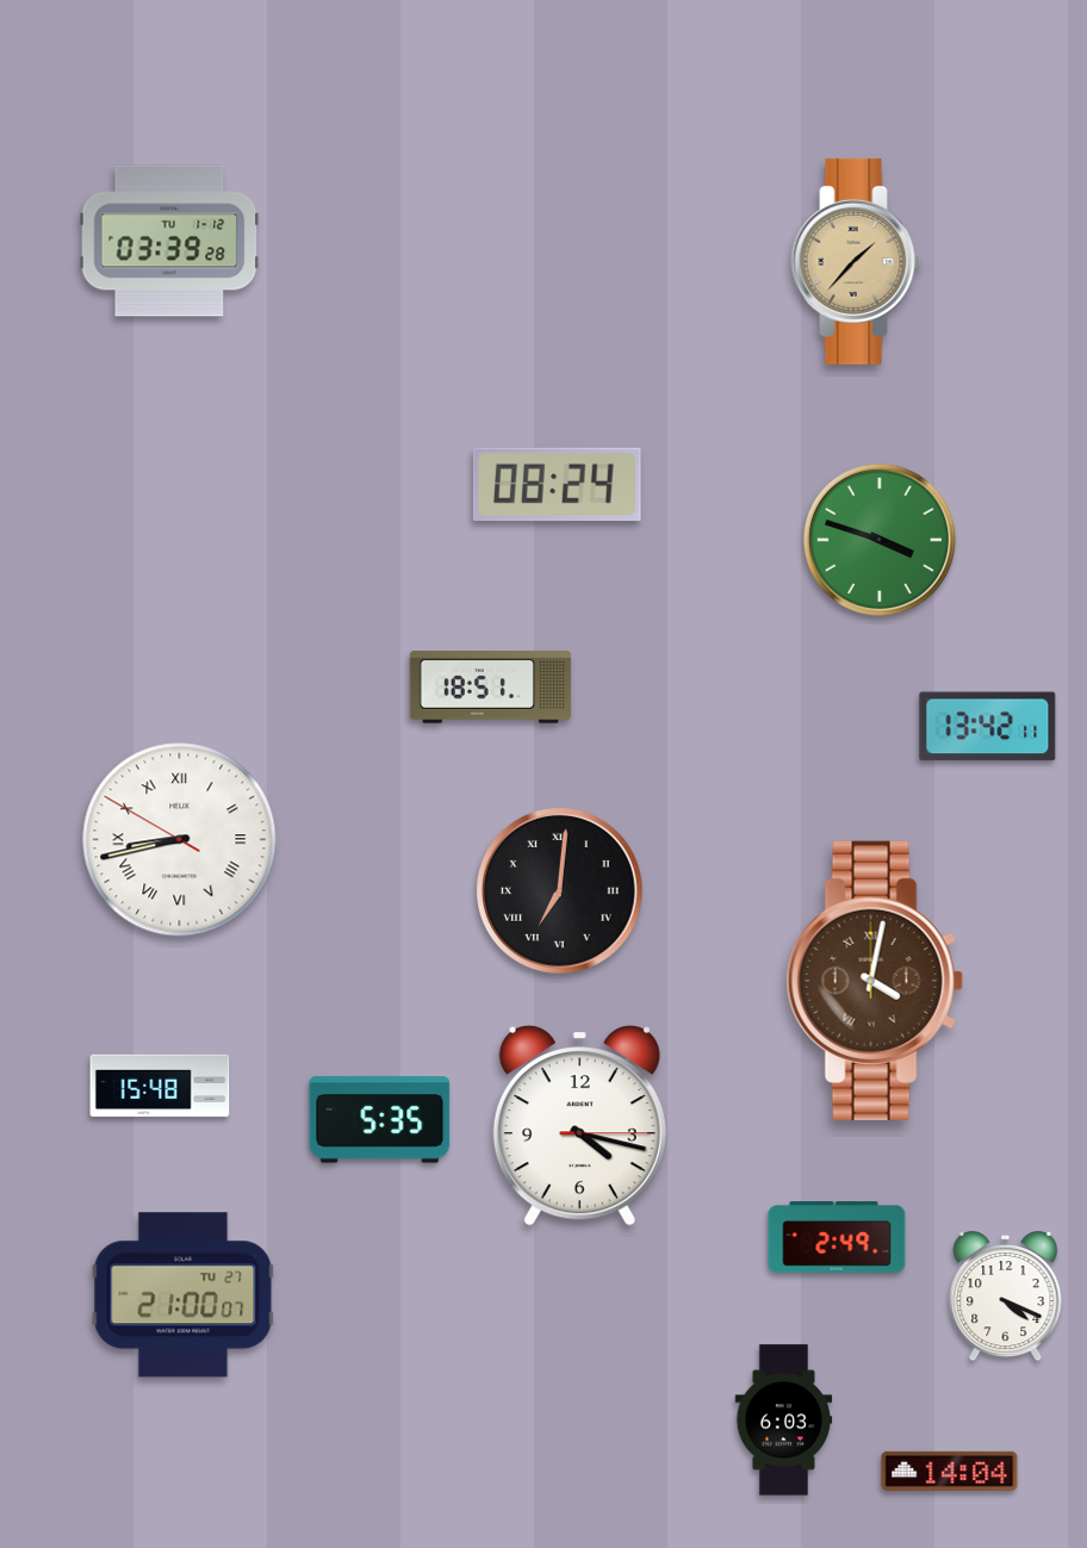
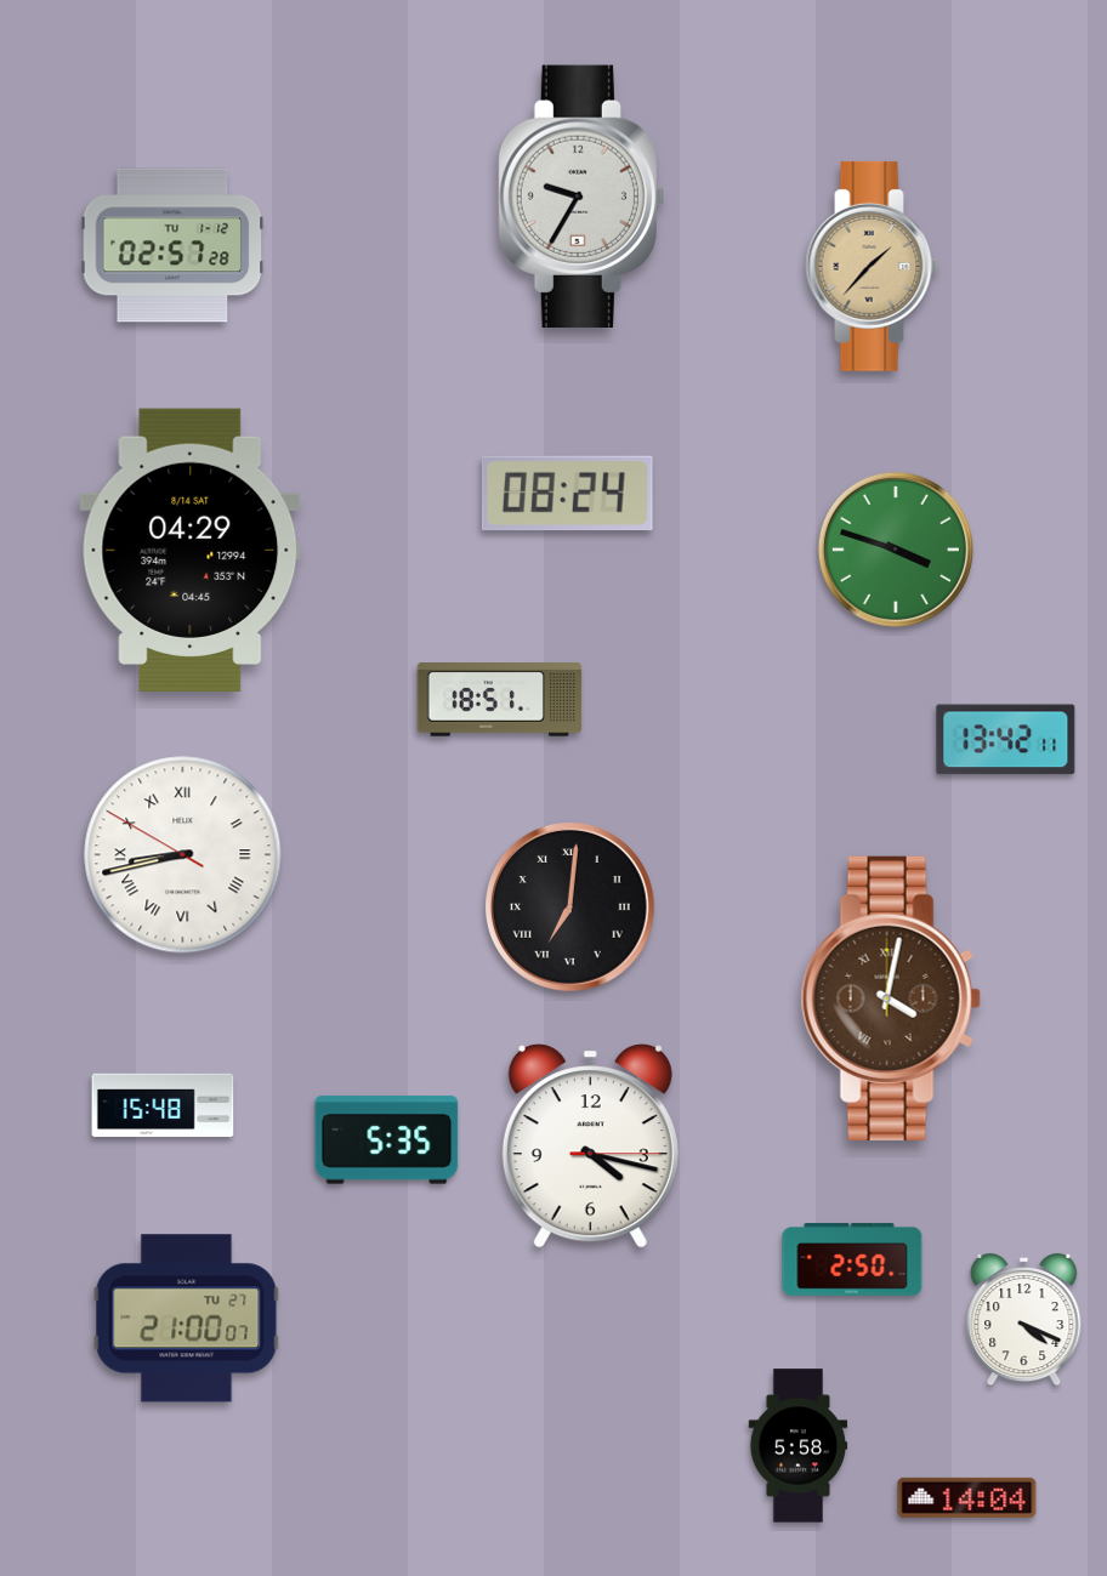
clock at (581, 195): none -> 9:35
clock at (169, 241): 03:39 -> 02:57
clock at (191, 550): none -> 04:29
clock at (837, 1237): 2:49 -> 2:50
clock at (784, 1420): 6:03 -> 5:58
